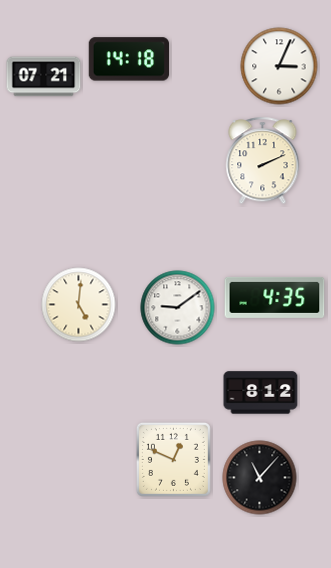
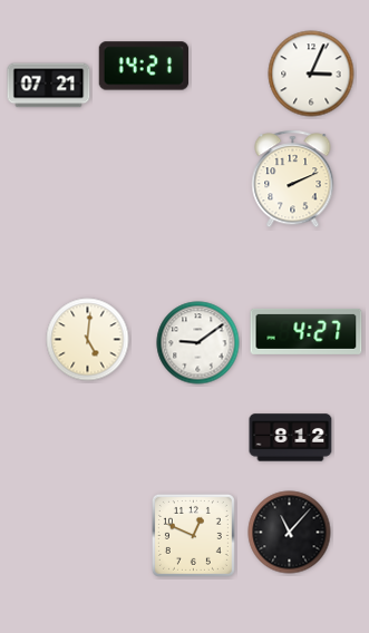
clock at (128, 59): 14:18 -> 14:21
clock at (275, 297): 4:35 -> 4:27
clock at (173, 459) position: (173, 459) -> (193, 535)
